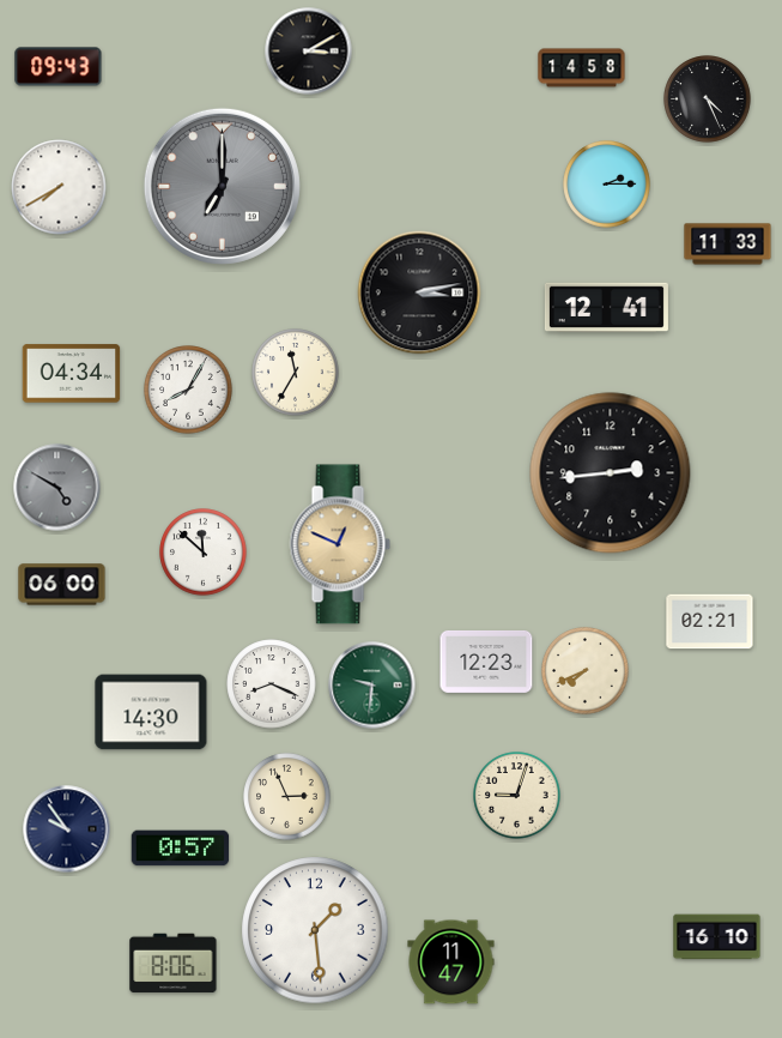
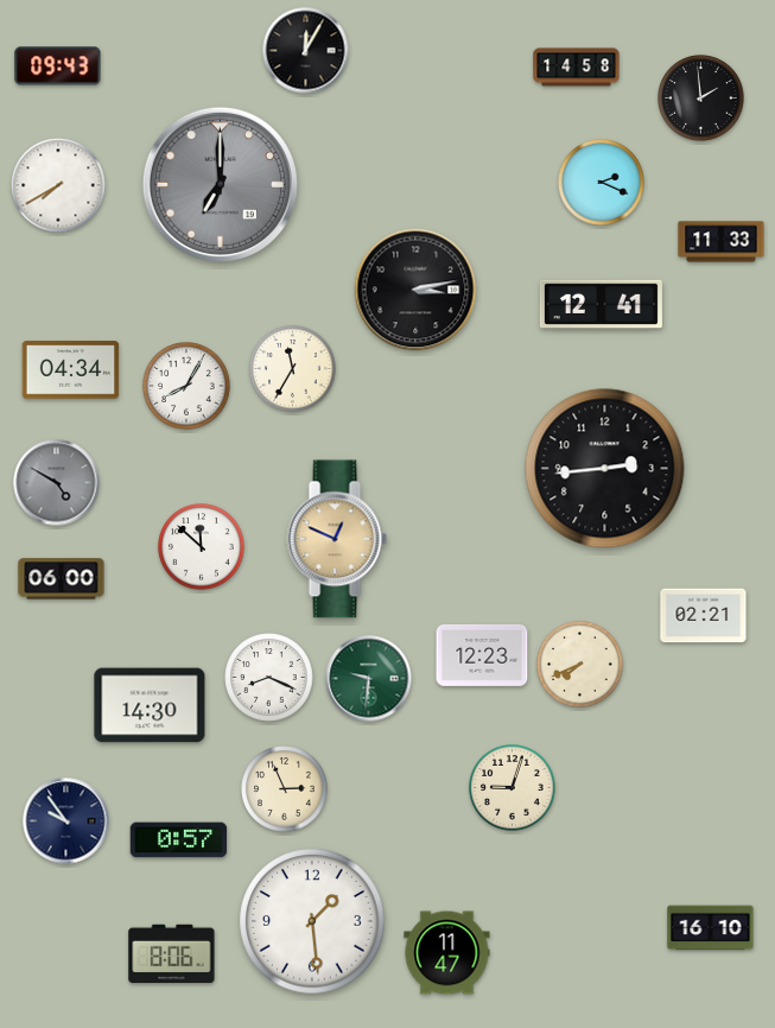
clock at (309, 52): 3:10 -> 12:05
clock at (708, 99): 4:26 -> 1:59
clock at (607, 185): 2:15 -> 2:19
